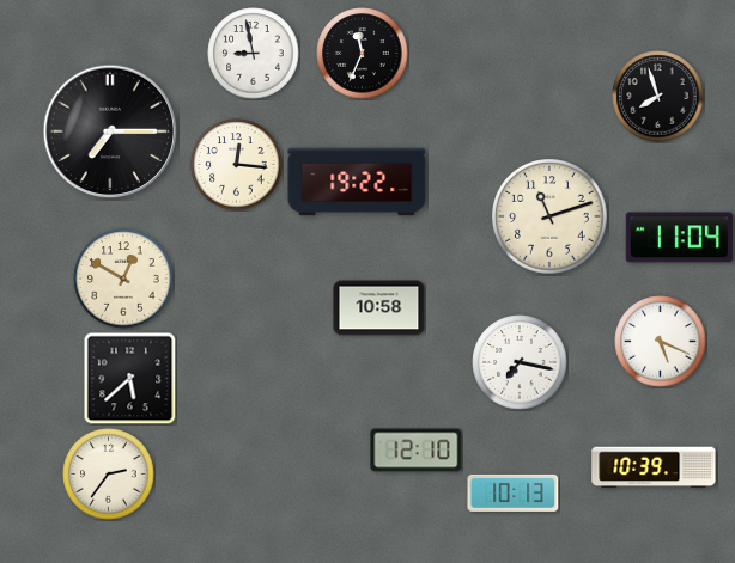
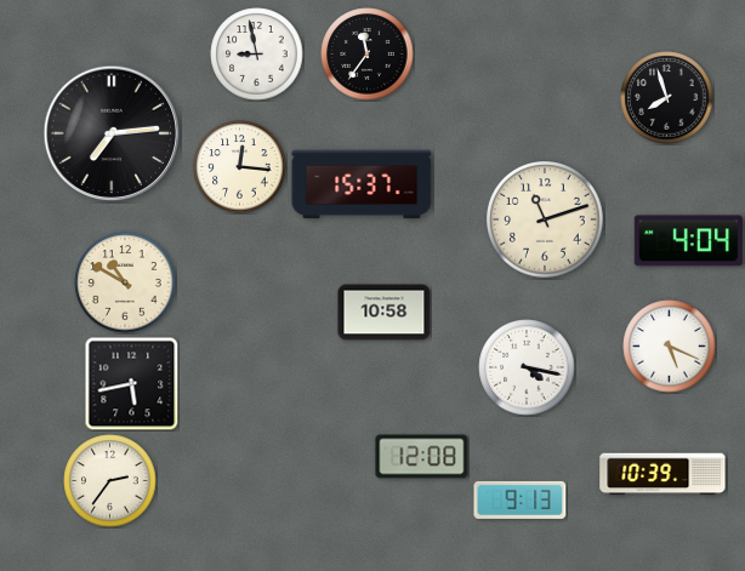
clock at (363, 54): 11:34 -> 11:36
clock at (110, 131): 7:15 -> 7:14
clock at (357, 182): 19:22 -> 15:37
clock at (549, 216) position: (549, 216) -> (545, 219)
clock at (679, 238): 11:04 -> 4:04
clock at (123, 279): 12:50 -> 10:50
clock at (520, 362): 7:17 -> 4:17
clock at (129, 378): 5:38 -> 5:43
clock at (417, 451): 12:10 -> 12:08
clock at (514, 492): 10:13 -> 9:13
